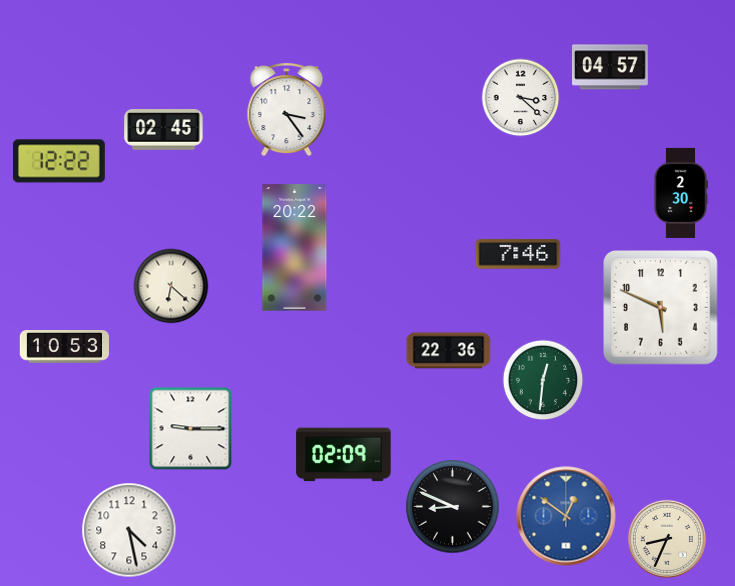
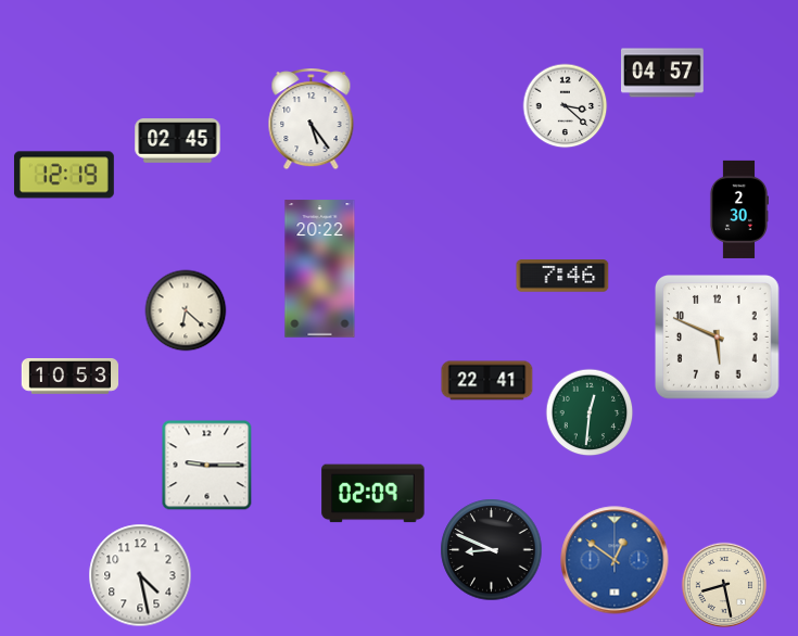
clock at (287, 110): 3:24 -> 5:24
clock at (59, 161): 12:22 -> 12:19
clock at (661, 308) position: (661, 308) -> (718, 338)
clock at (449, 351): 22:36 -> 22:41
clock at (666, 538): 8:34 -> 8:28
